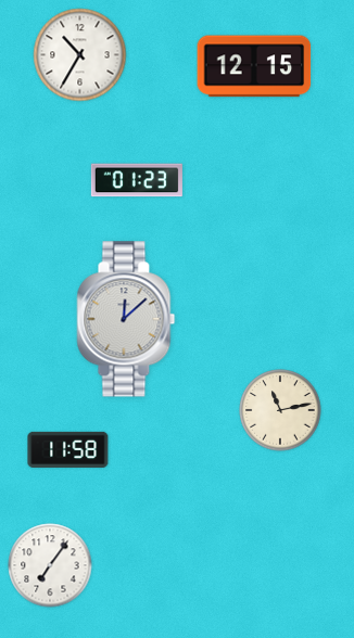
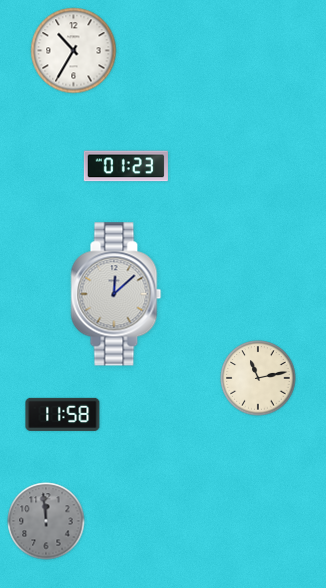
clock at (254, 66): 12:15 -> none
clock at (50, 565): 7:06 -> 11:59
clock at (50, 565) dial: white -> grey
